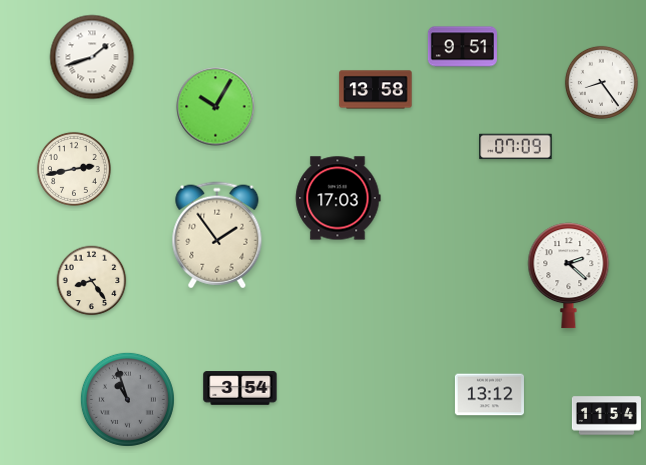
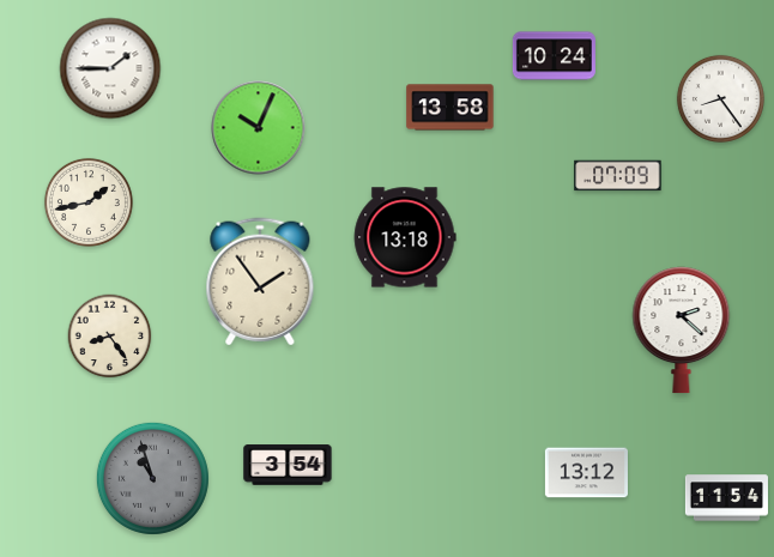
clock at (462, 47): 9:51 -> 10:24
clock at (92, 57): 1:42 -> 1:45
clock at (216, 107): 10:05 -> 10:04
clock at (74, 169): 2:43 -> 1:43
clock at (338, 198): 17:03 -> 13:18
